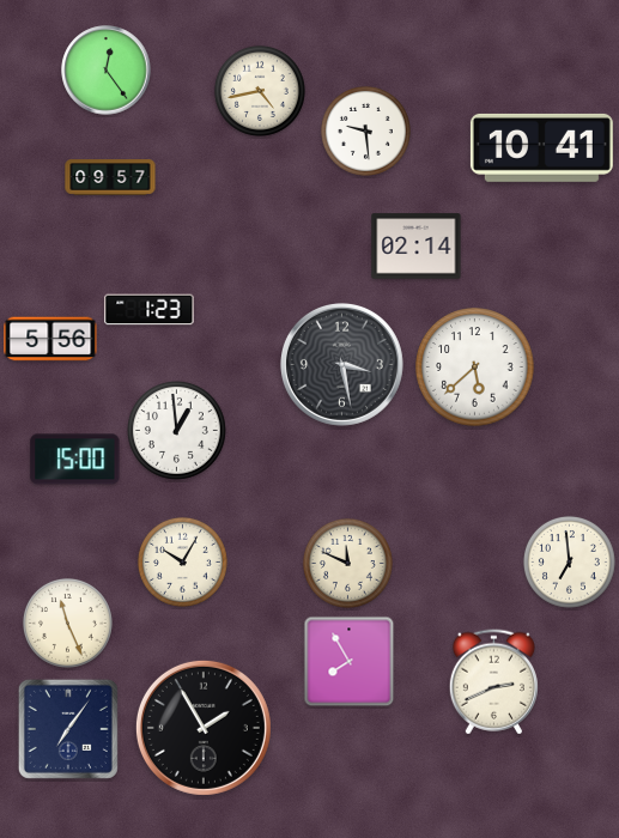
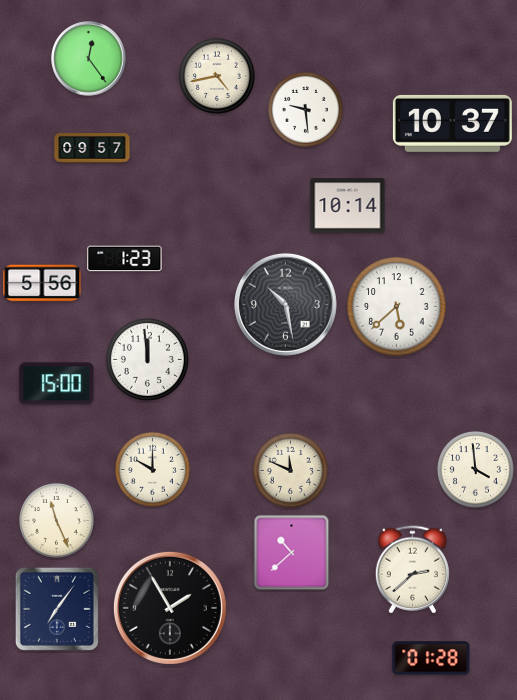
clock at (541, 147): 10:41 -> 10:37
clock at (417, 247): 02:14 -> 10:14
clock at (341, 364): 3:28 -> 10:28
clock at (177, 431): 12:59 -> 11:59
clock at (75, 460) position: (75, 460) -> (57, 384)
clock at (182, 561): 10:05 -> 10:00
clock at (569, 561): 6:59 -> 3:59
clock at (350, 662): 7:55 -> 10:38
clock at (493, 682): 2:41 -> 2:38
clock at (431, 658): none -> 01:28
